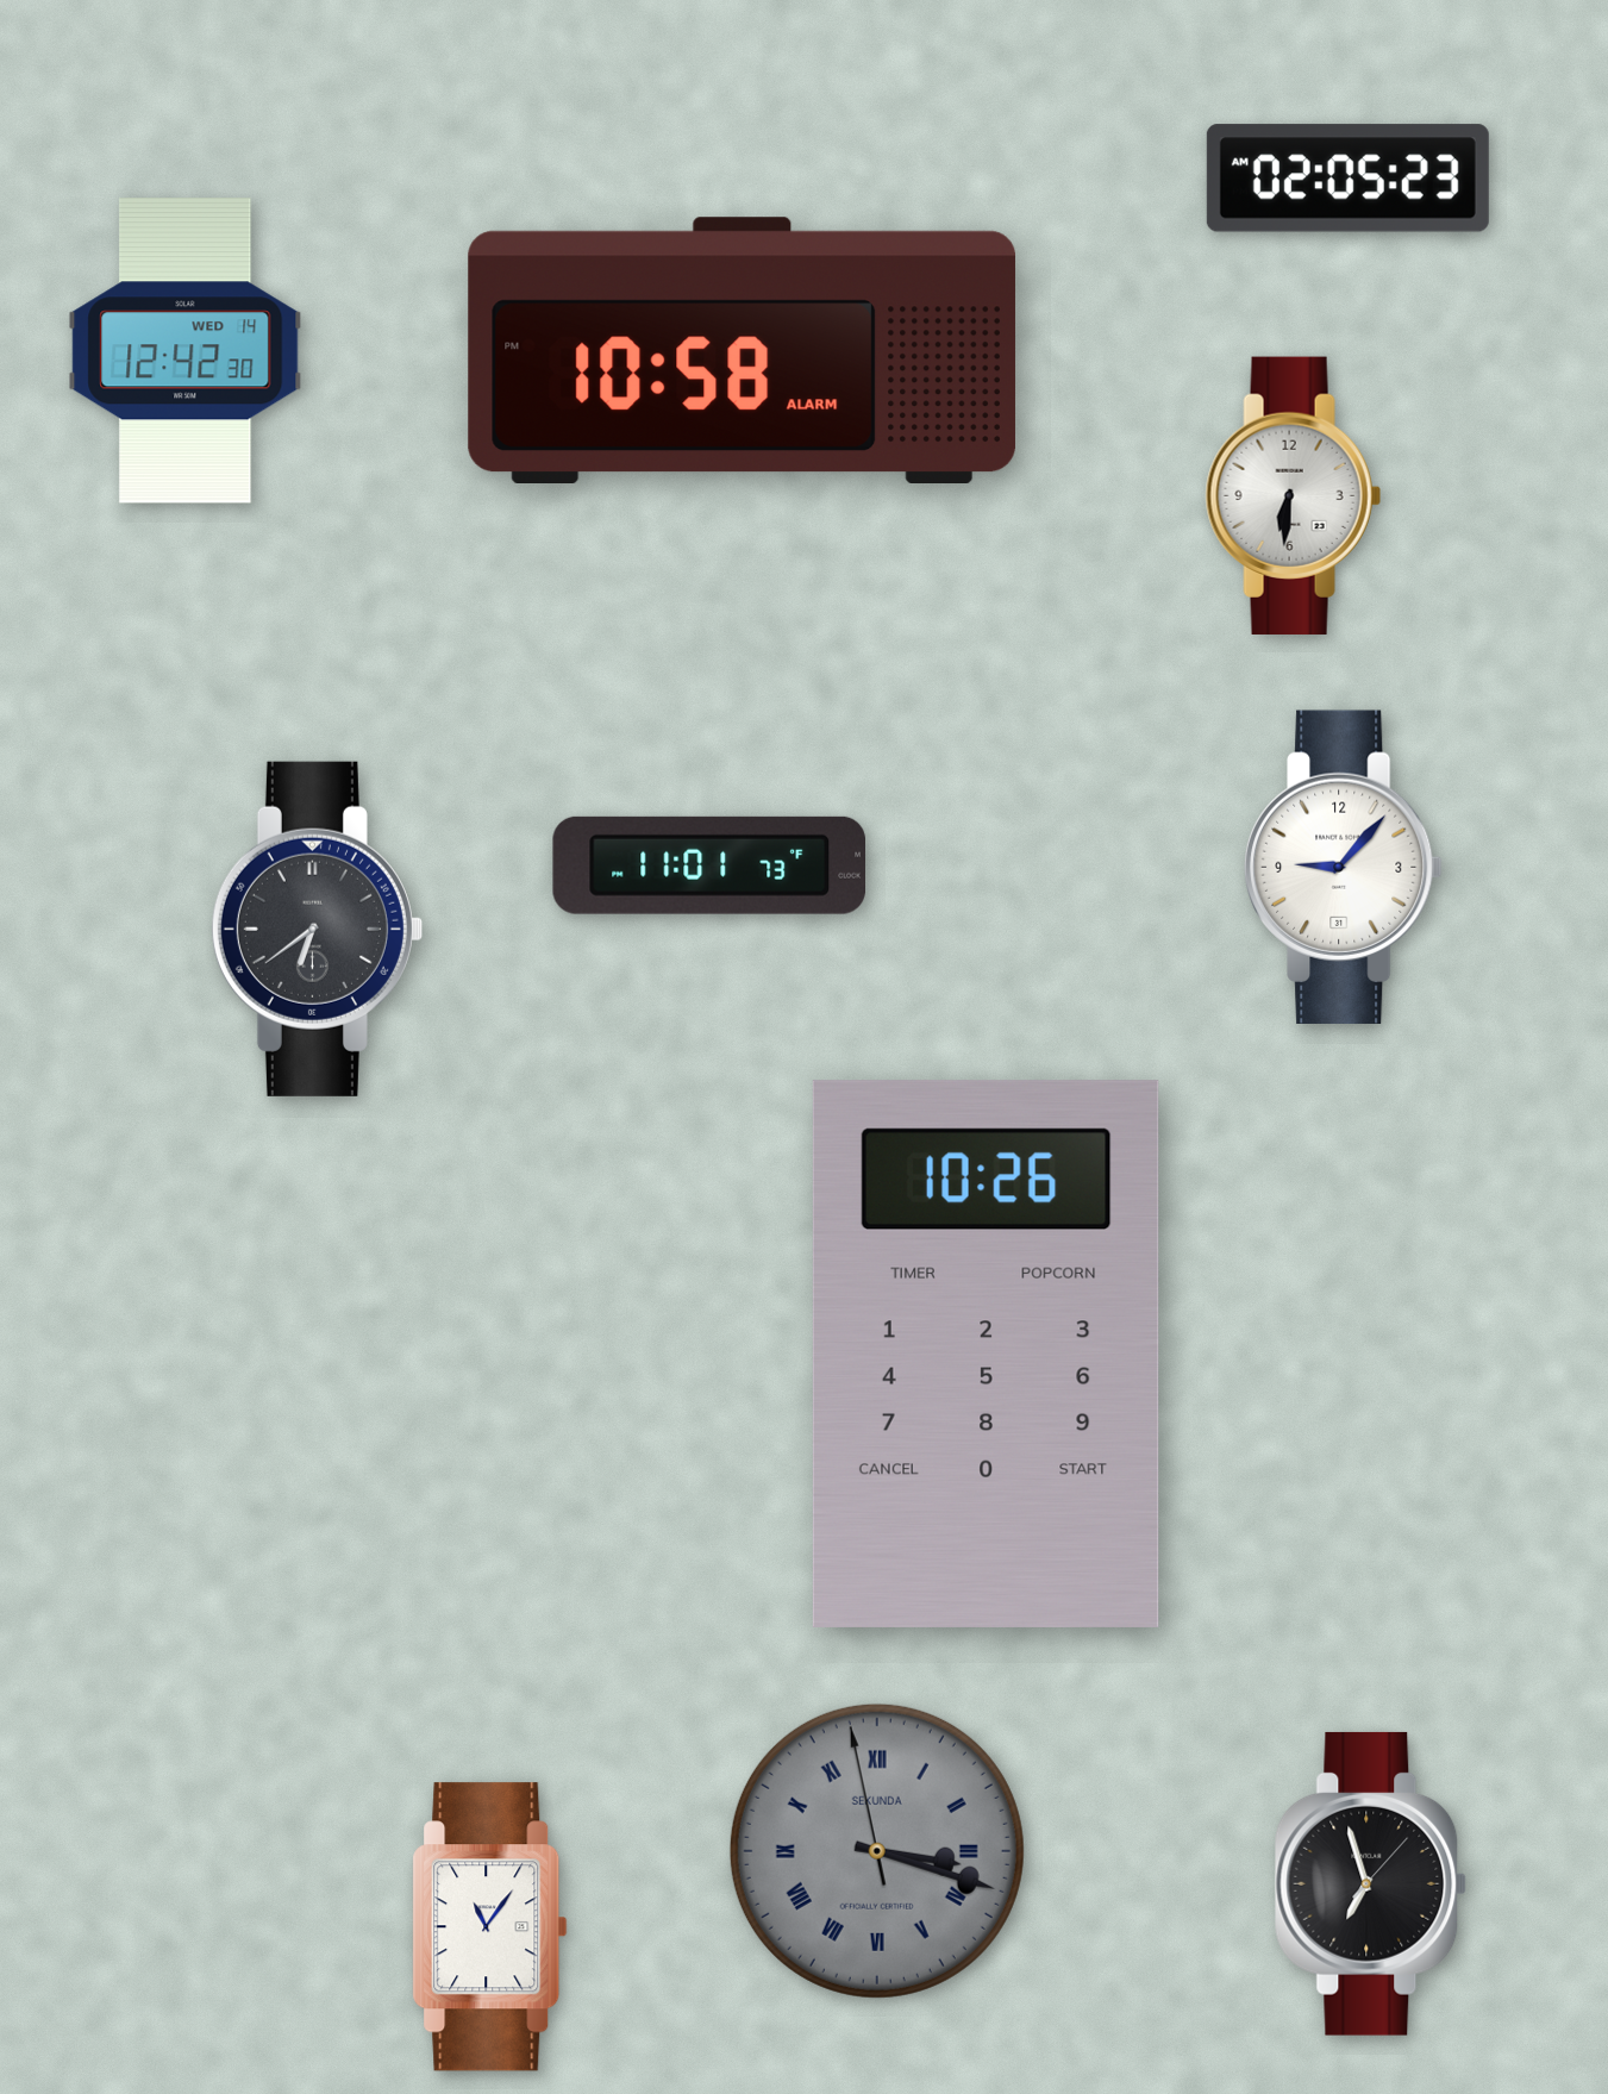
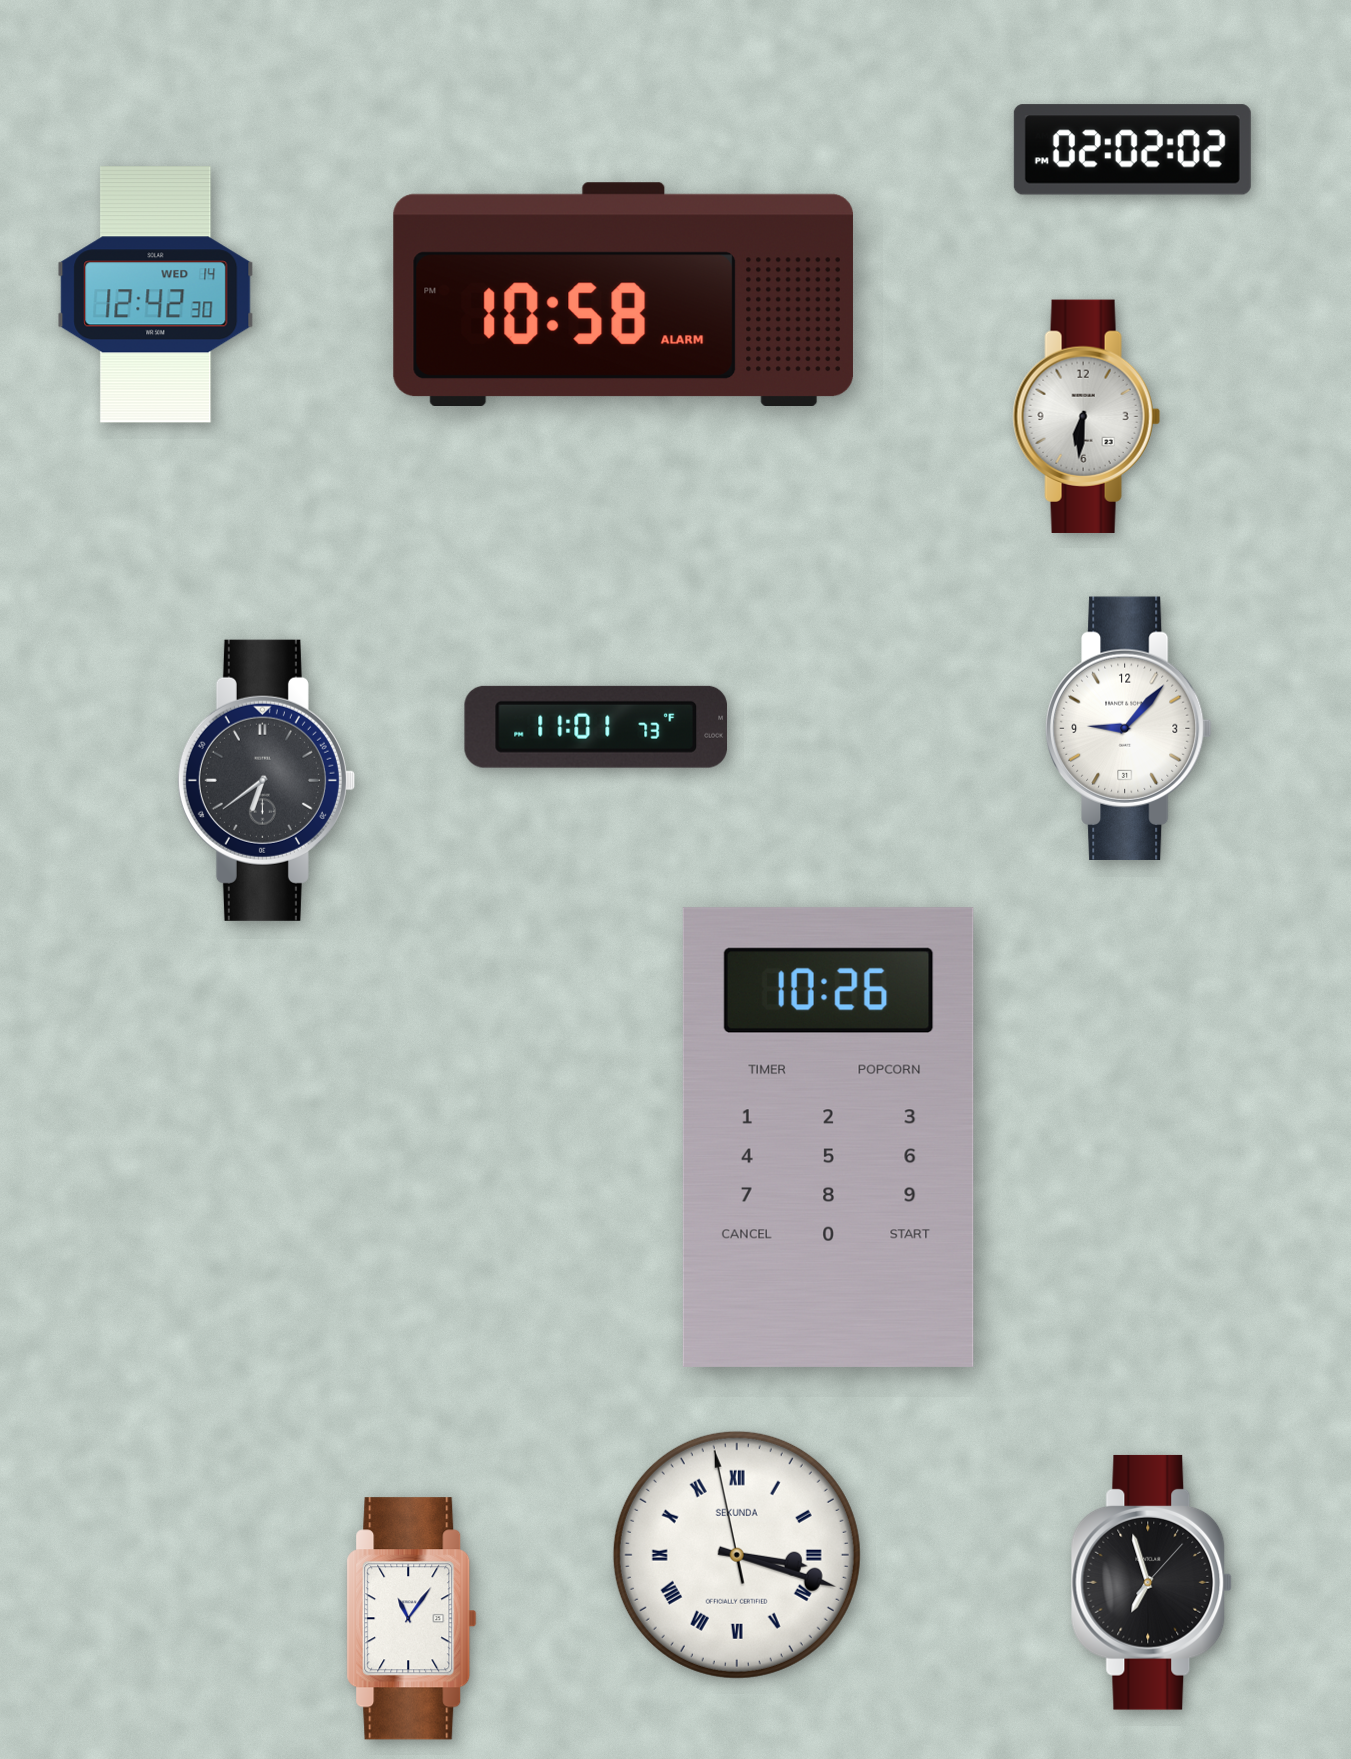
clock at (1347, 179): 02:05 -> 02:02
clock at (877, 1851) dial: grey -> white
